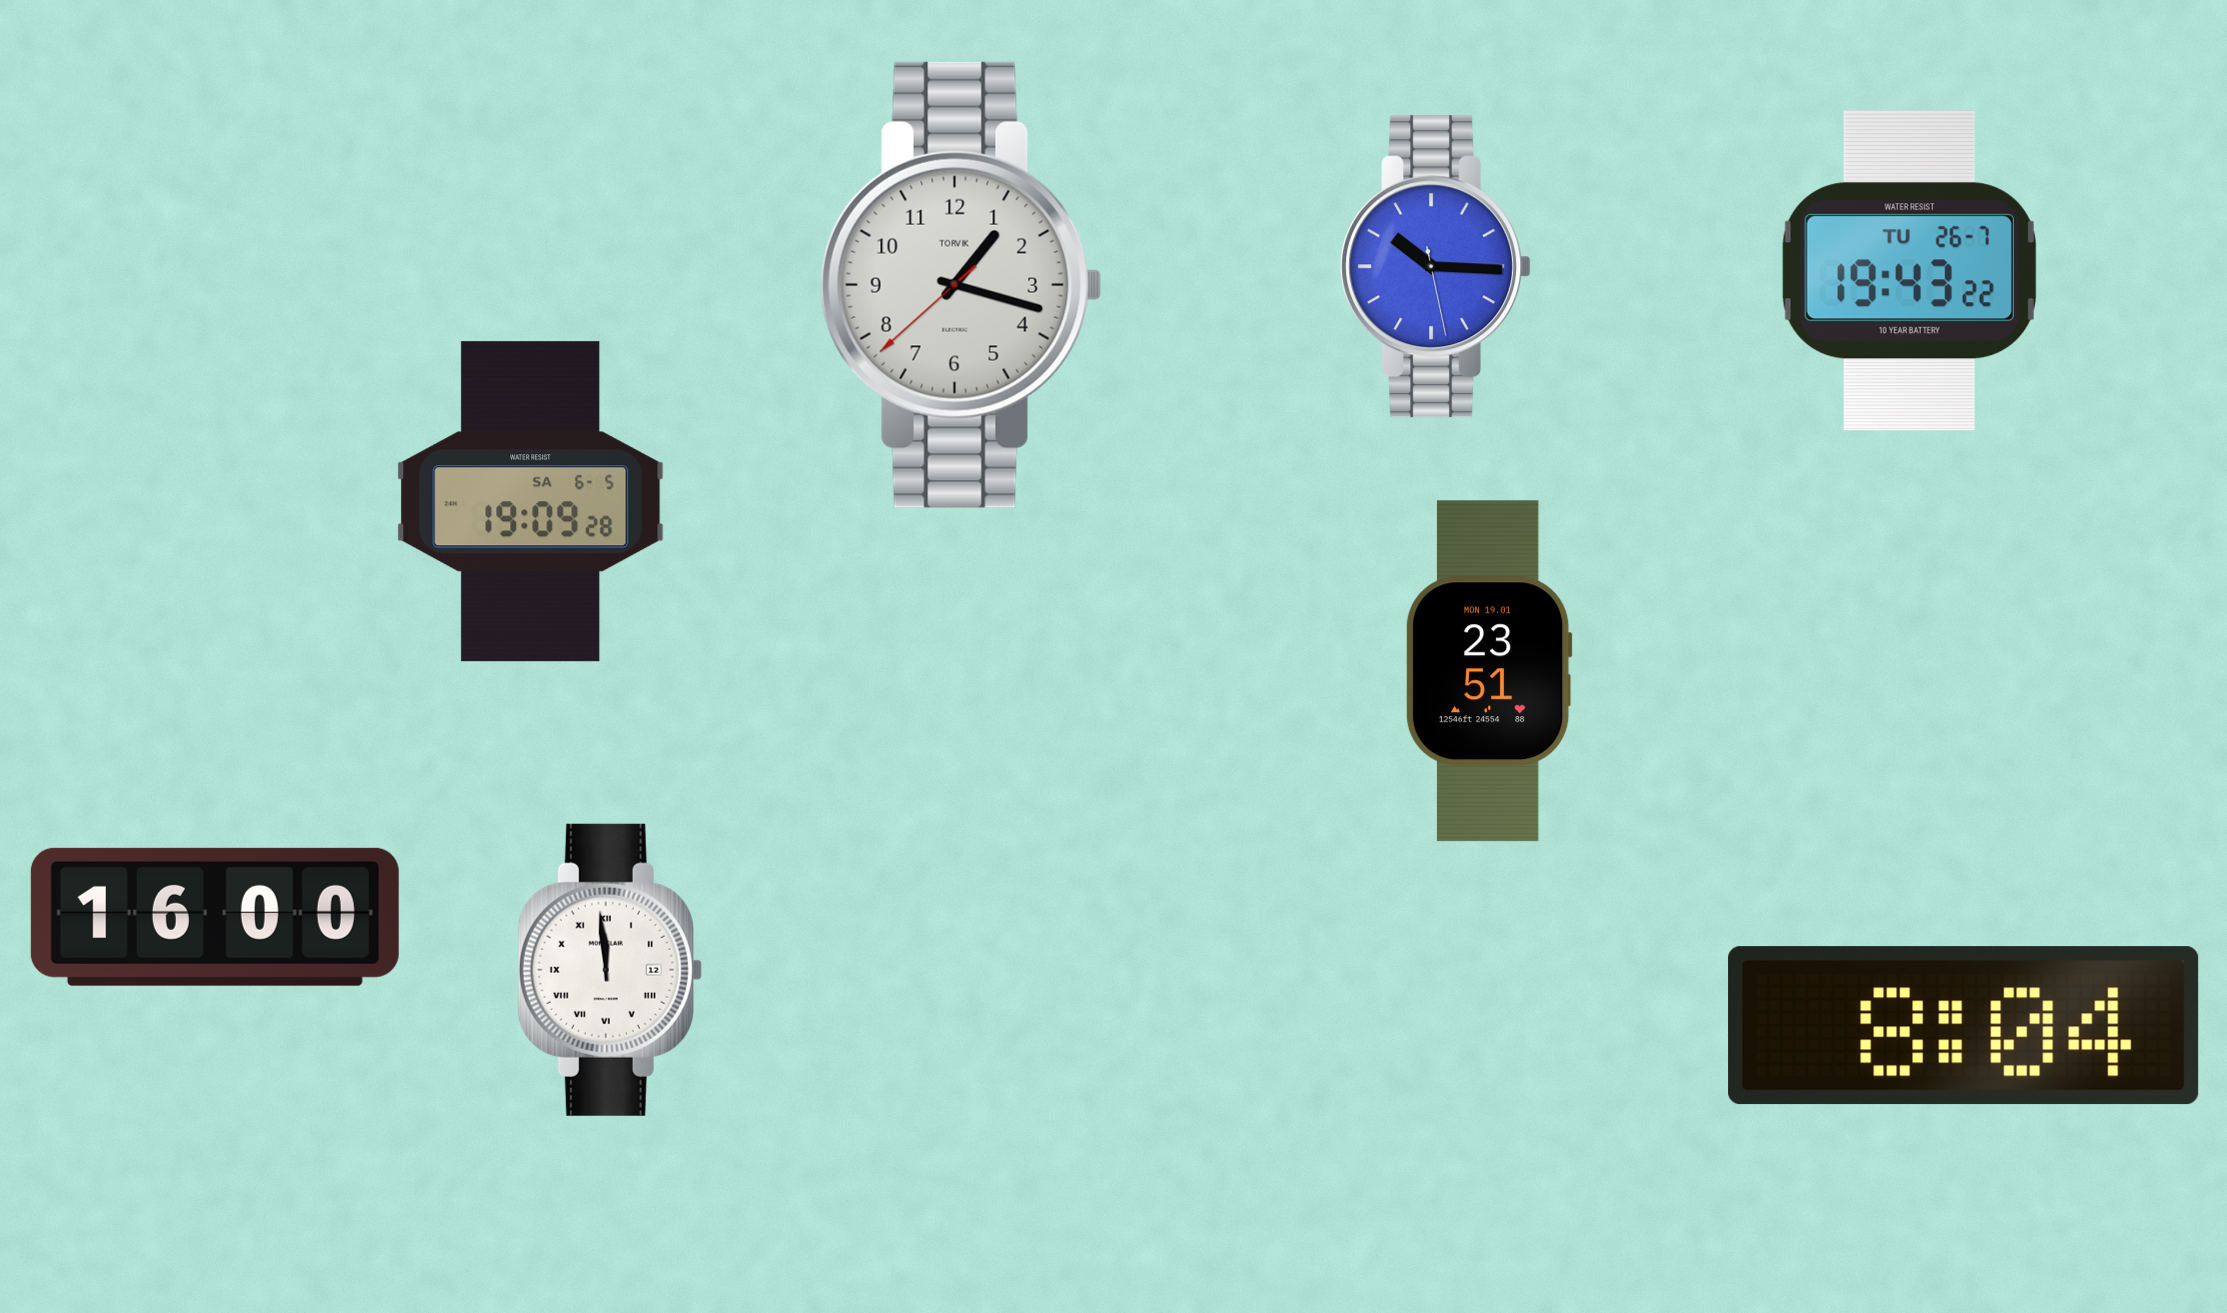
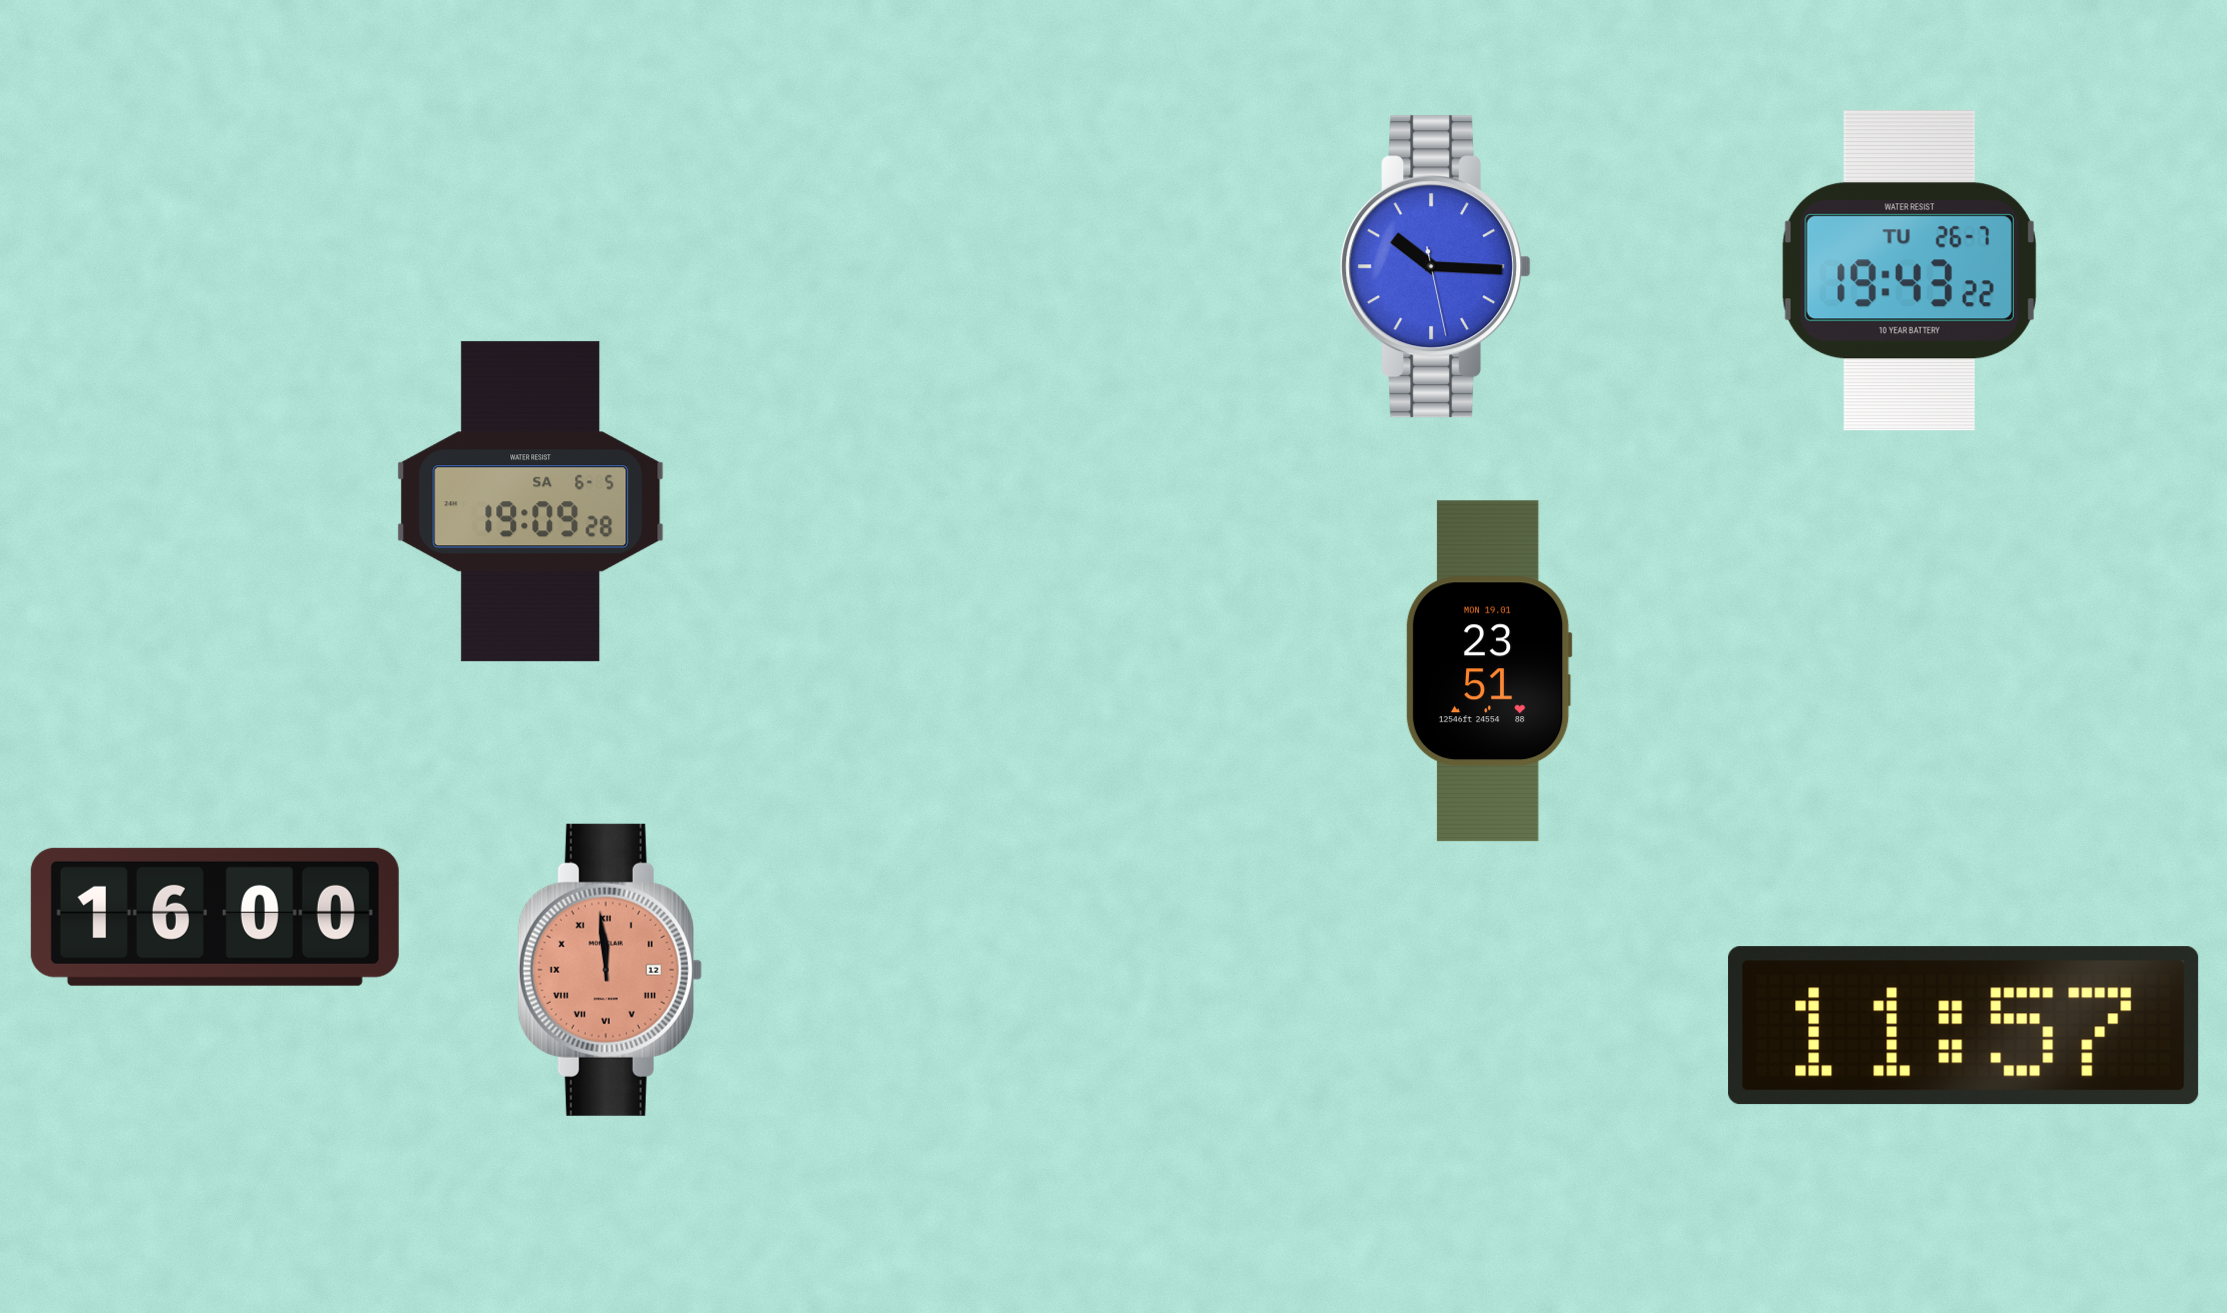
clock at (961, 285): 1:17 -> none
clock at (610, 970) dial: white -> salmon
clock at (1964, 1026): 8:04 -> 11:57
